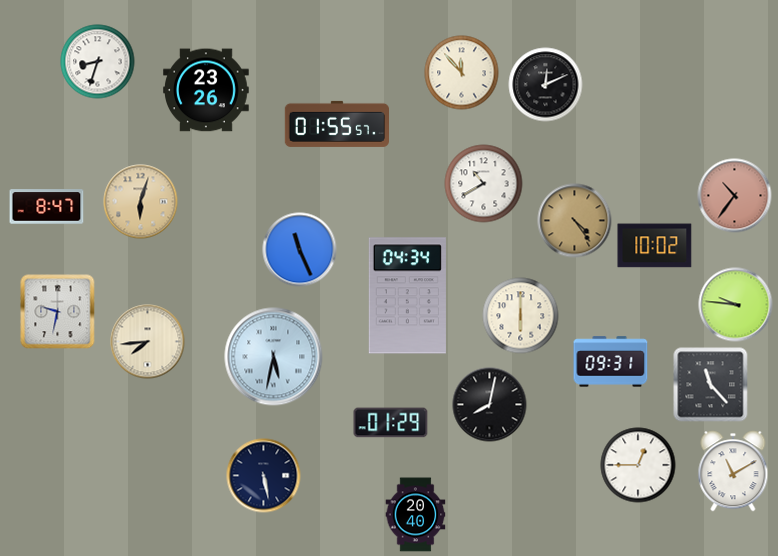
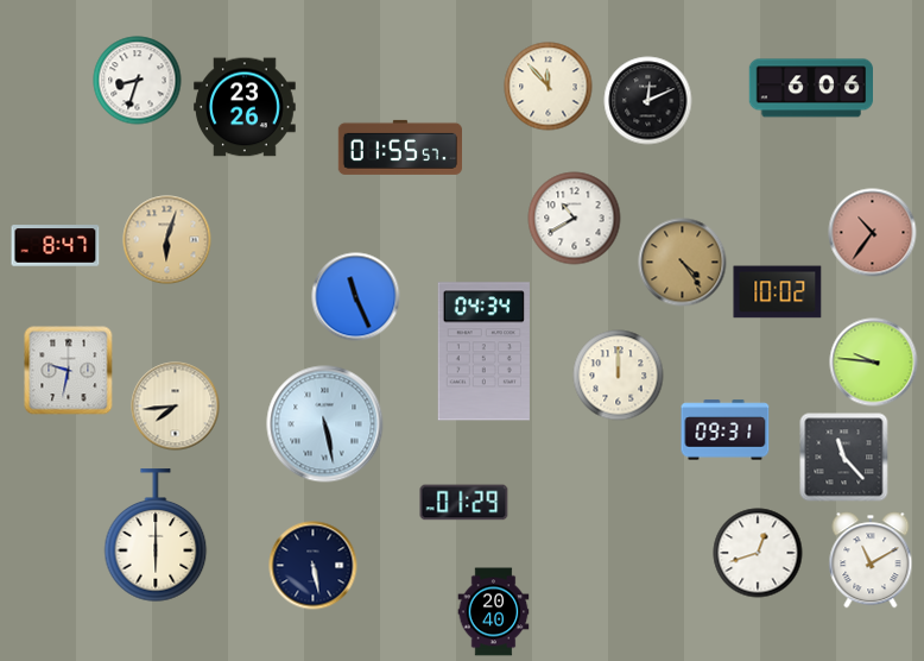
clock at (98, 62) position: (98, 62) -> (138, 81)
clock at (810, 88): none -> 6:06
clock at (521, 316): 6:00 -> 12:00
clock at (274, 357): 5:32 -> 5:28
clock at (490, 405): 8:02 -> none
clock at (156, 536): none -> 6:00
clock at (638, 465): 12:45 -> 12:42
